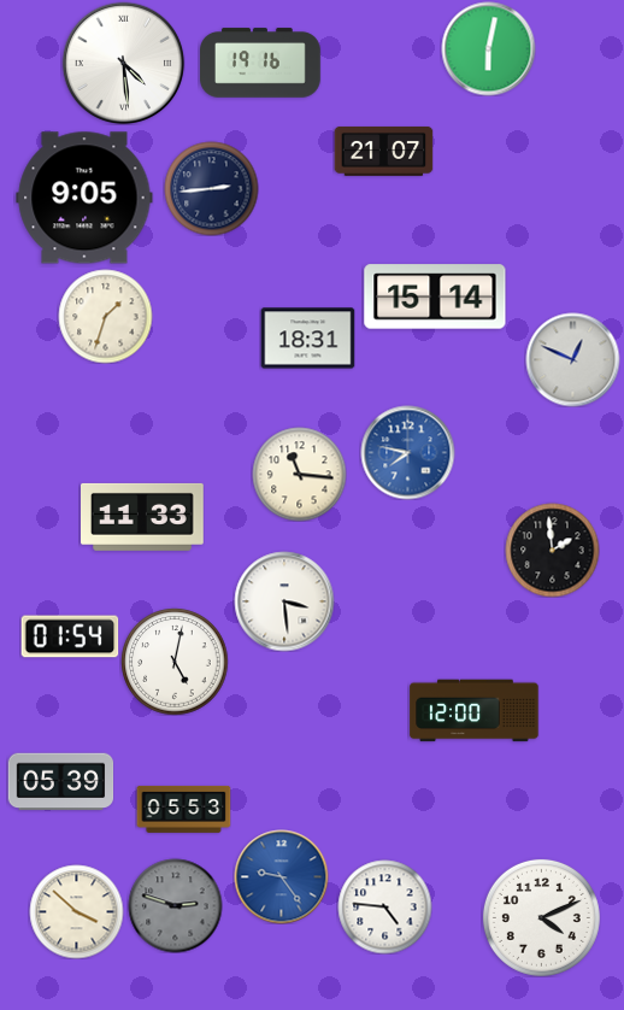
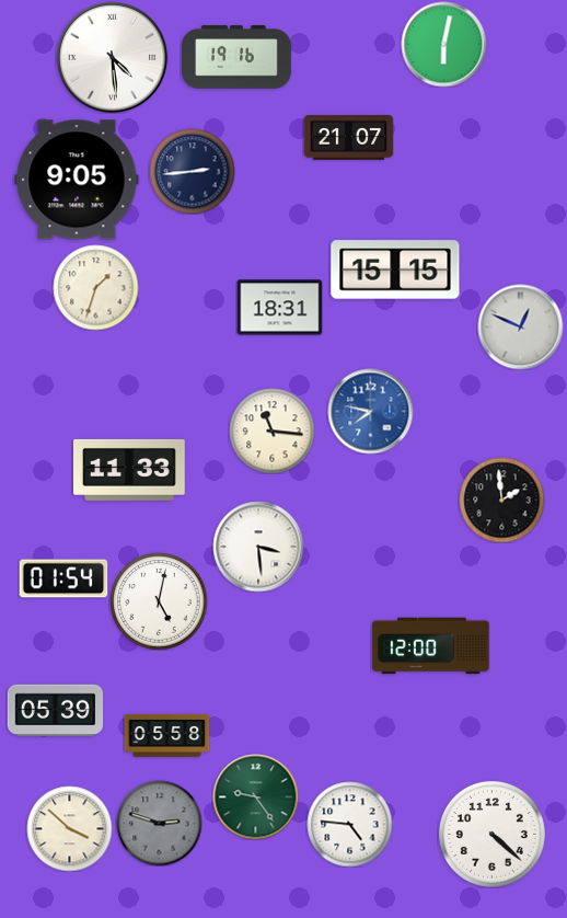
clock at (435, 296): 15:14 -> 15:15
clock at (183, 809): 05:53 -> 05:58
clock at (281, 876) dial: blue -> green
clock at (541, 917): 4:11 -> 4:22
